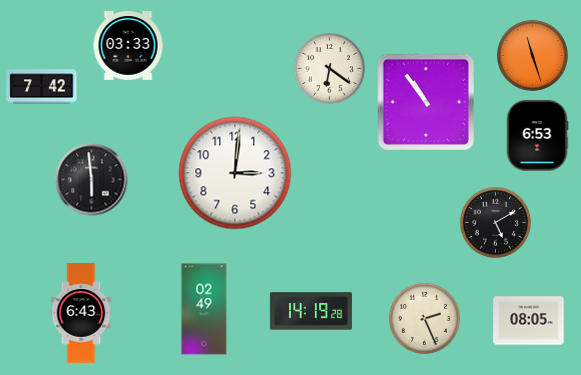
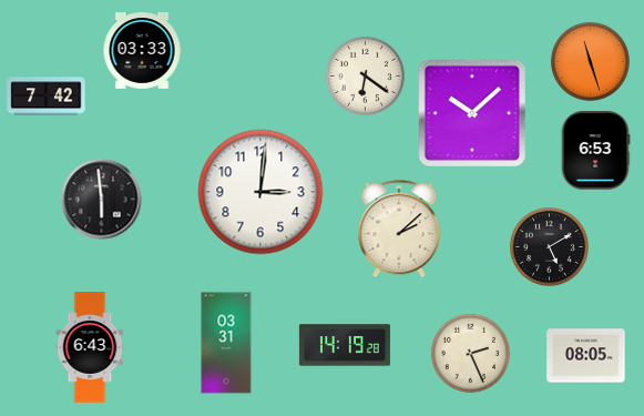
clock at (426, 102): 10:54 -> 10:08
clock at (399, 230): none -> 2:08
clock at (204, 309): 02:49 -> 03:31
